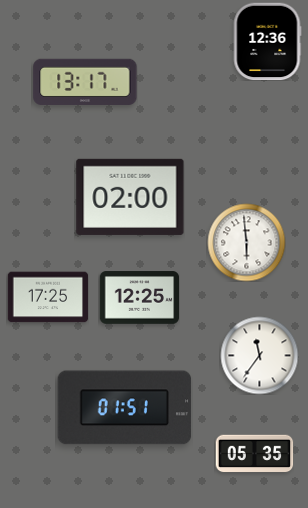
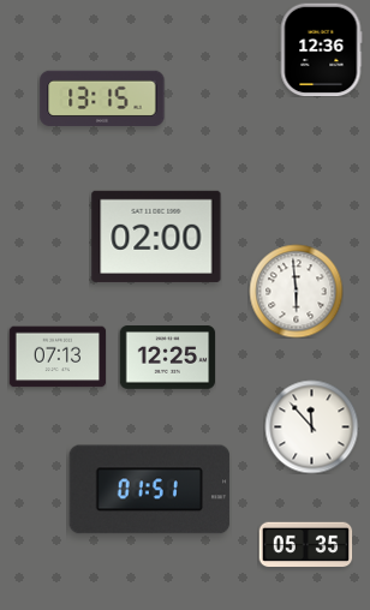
clock at (85, 81): 13:17 -> 13:15
clock at (48, 297): 17:25 -> 07:13
clock at (259, 355): 11:36 -> 11:53
